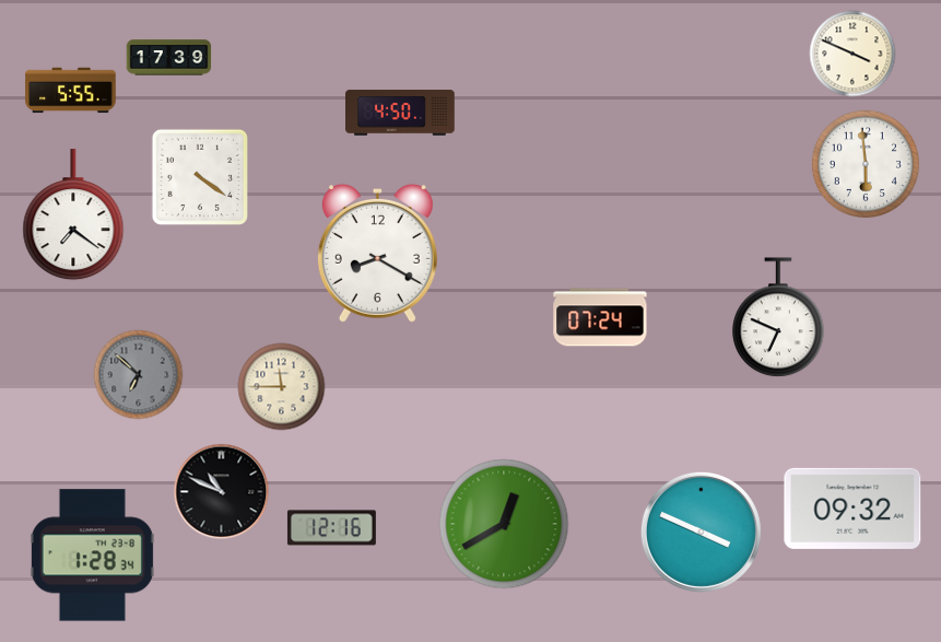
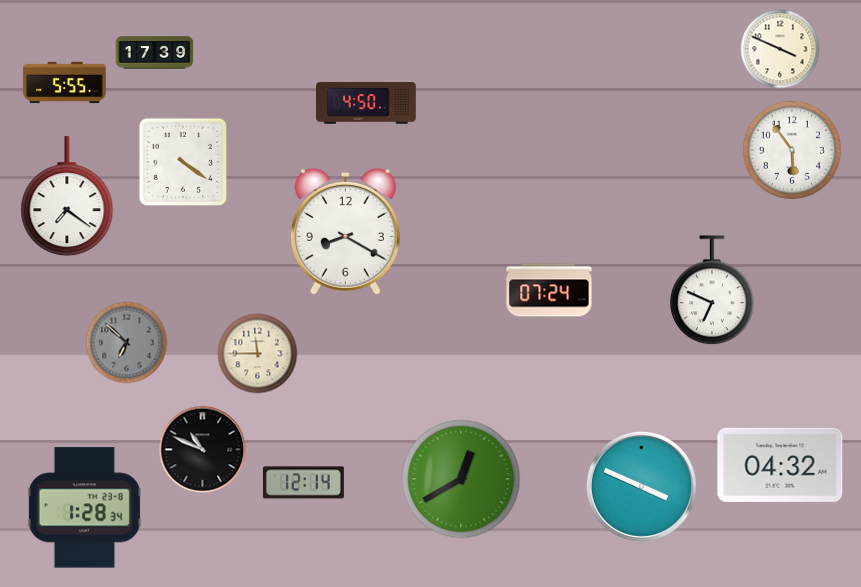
clock at (866, 164): 5:59 -> 5:54
clock at (852, 509): 09:32 -> 04:32
clock at (331, 528): 12:16 -> 12:14
